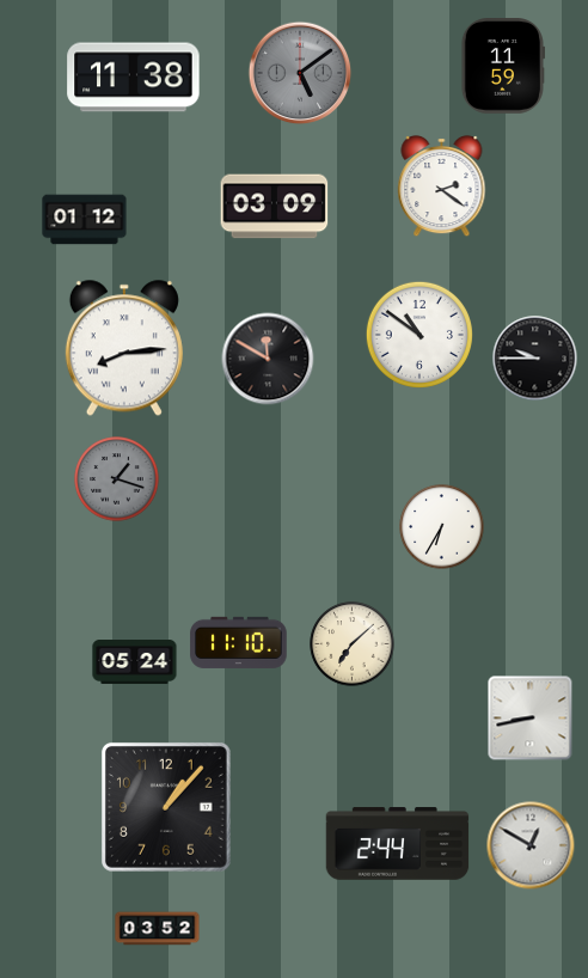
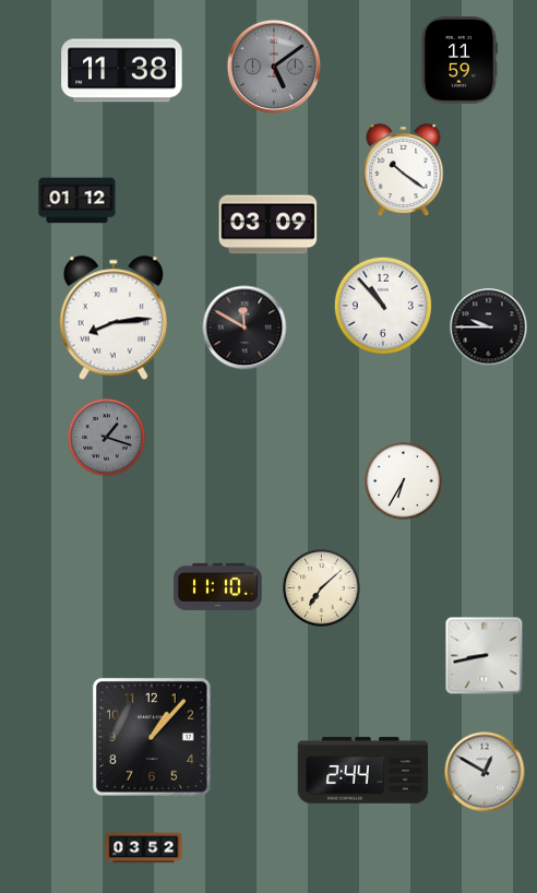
clock at (442, 187): 2:21 -> 10:21
clock at (275, 207) position: (275, 207) -> (268, 225)
clock at (419, 335): 10:51 -> 10:53
clock at (135, 662): 05:24 -> none
